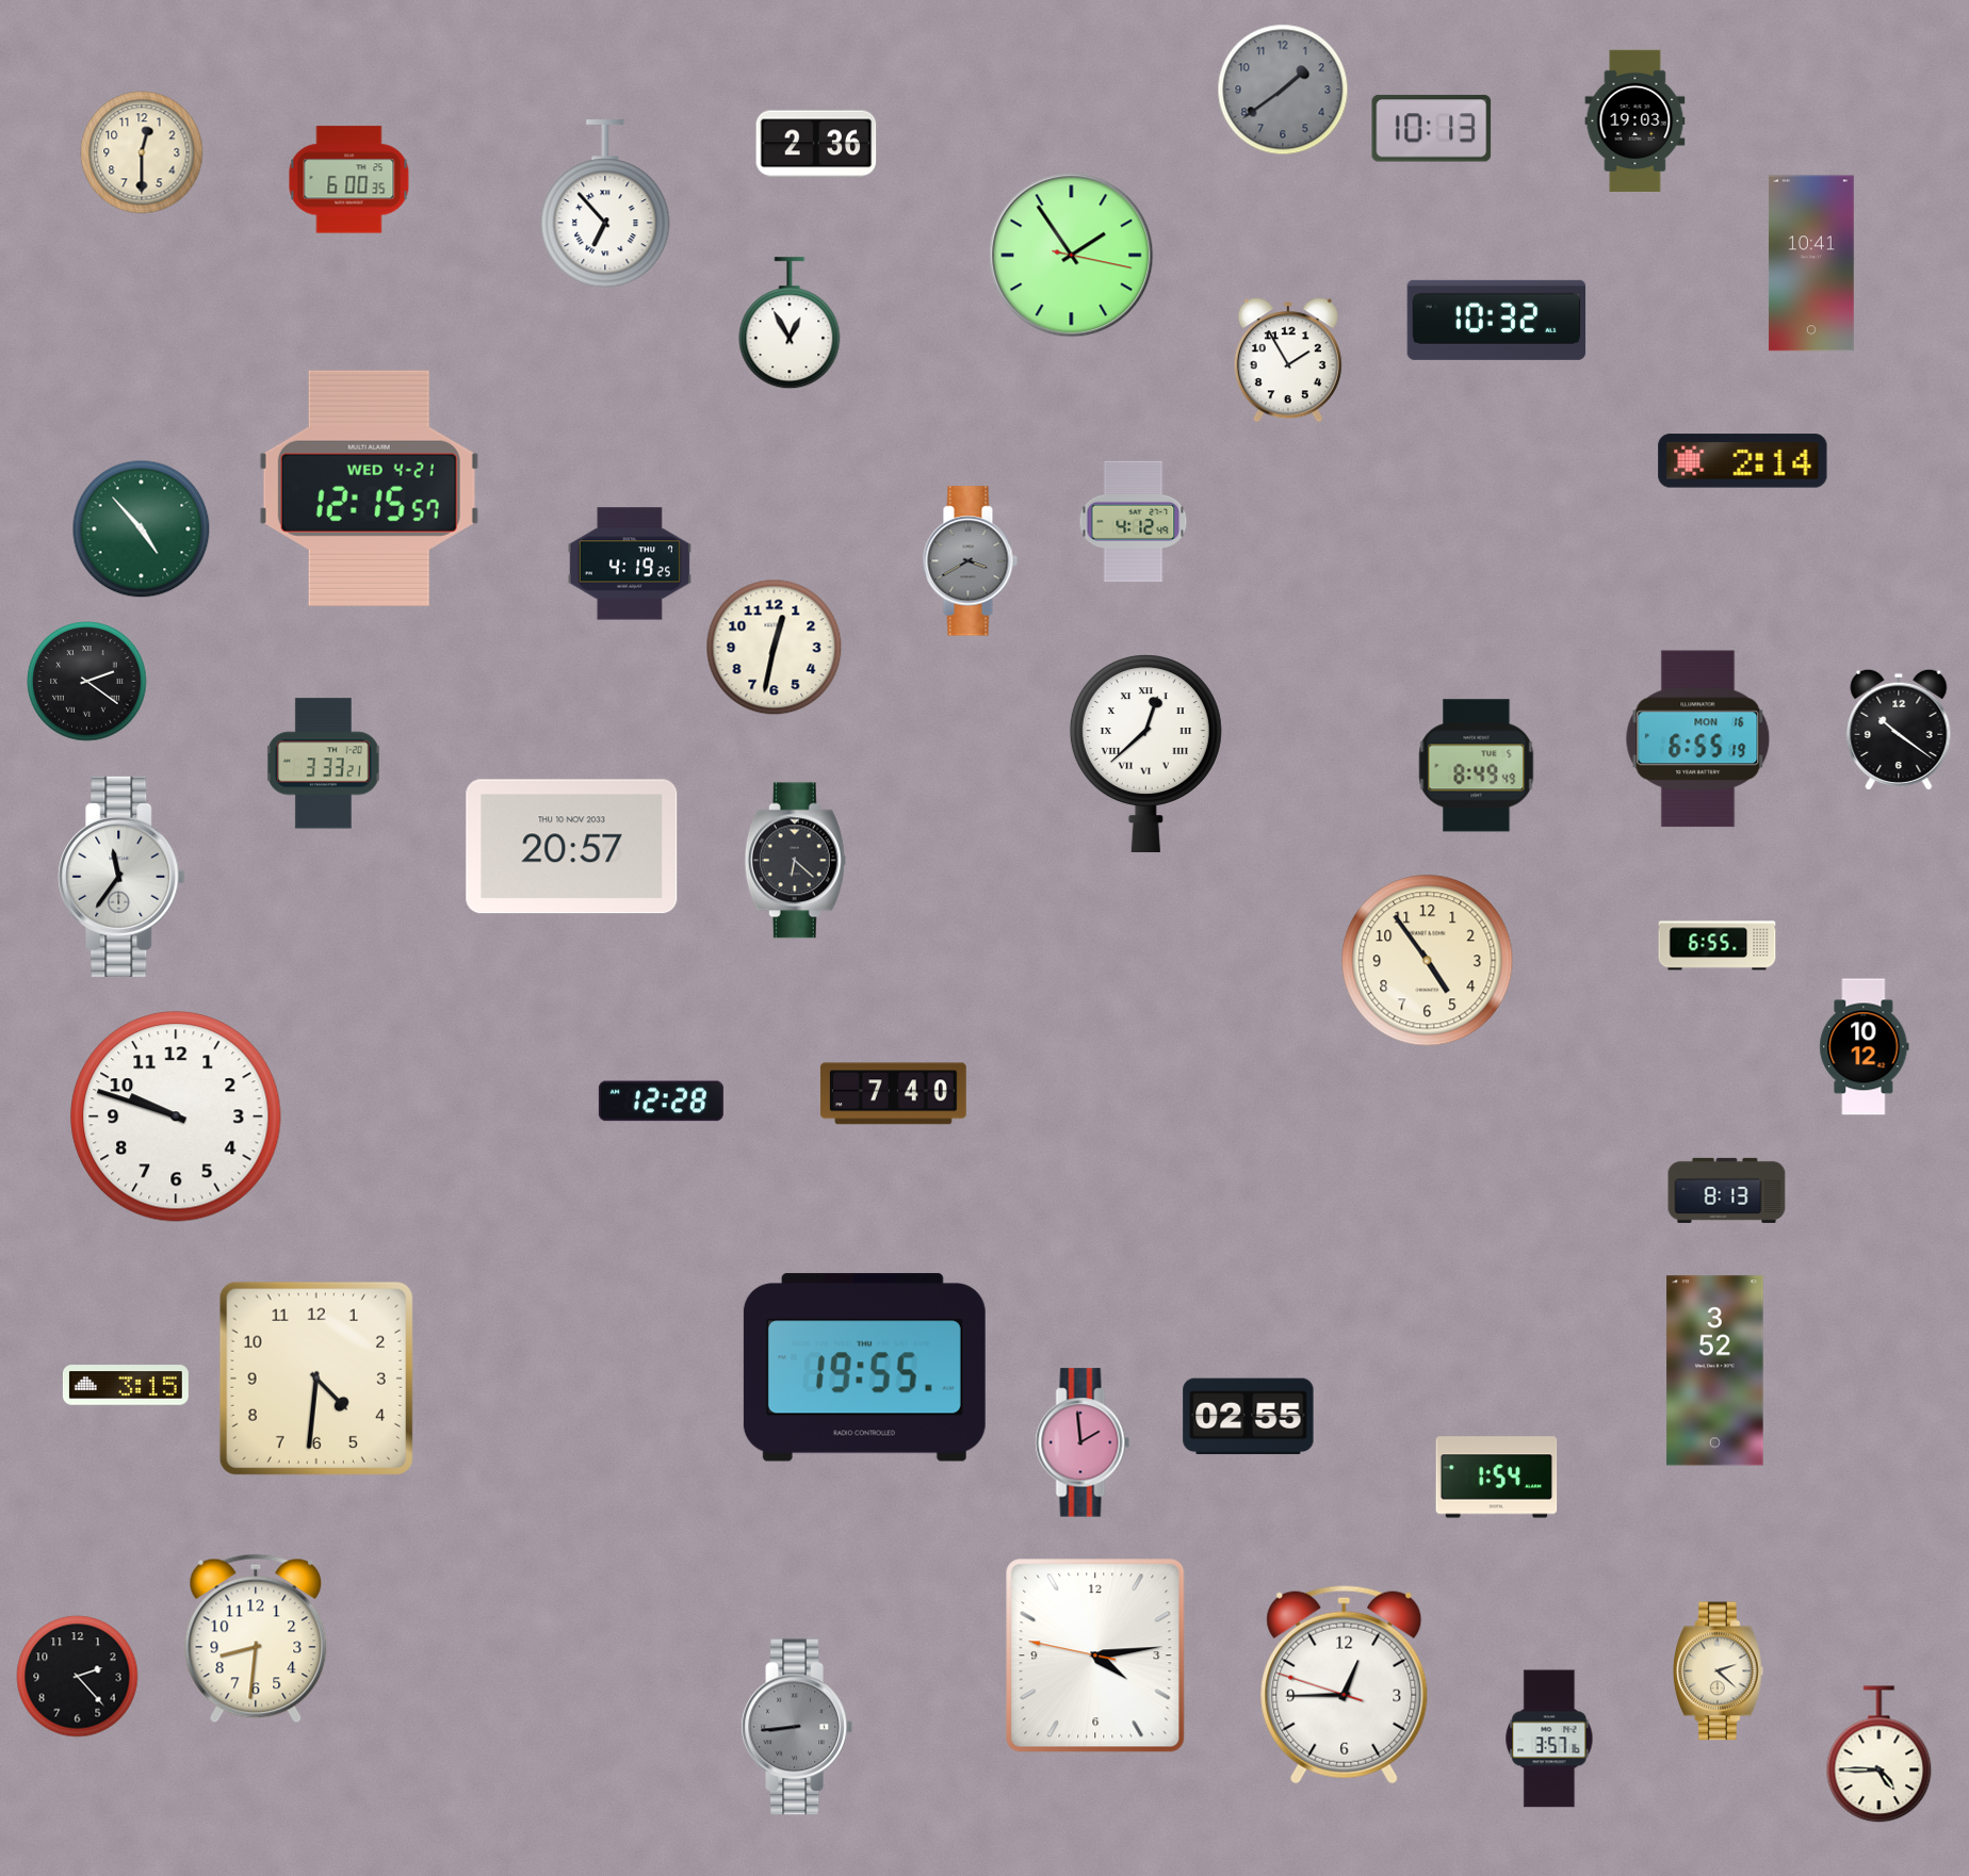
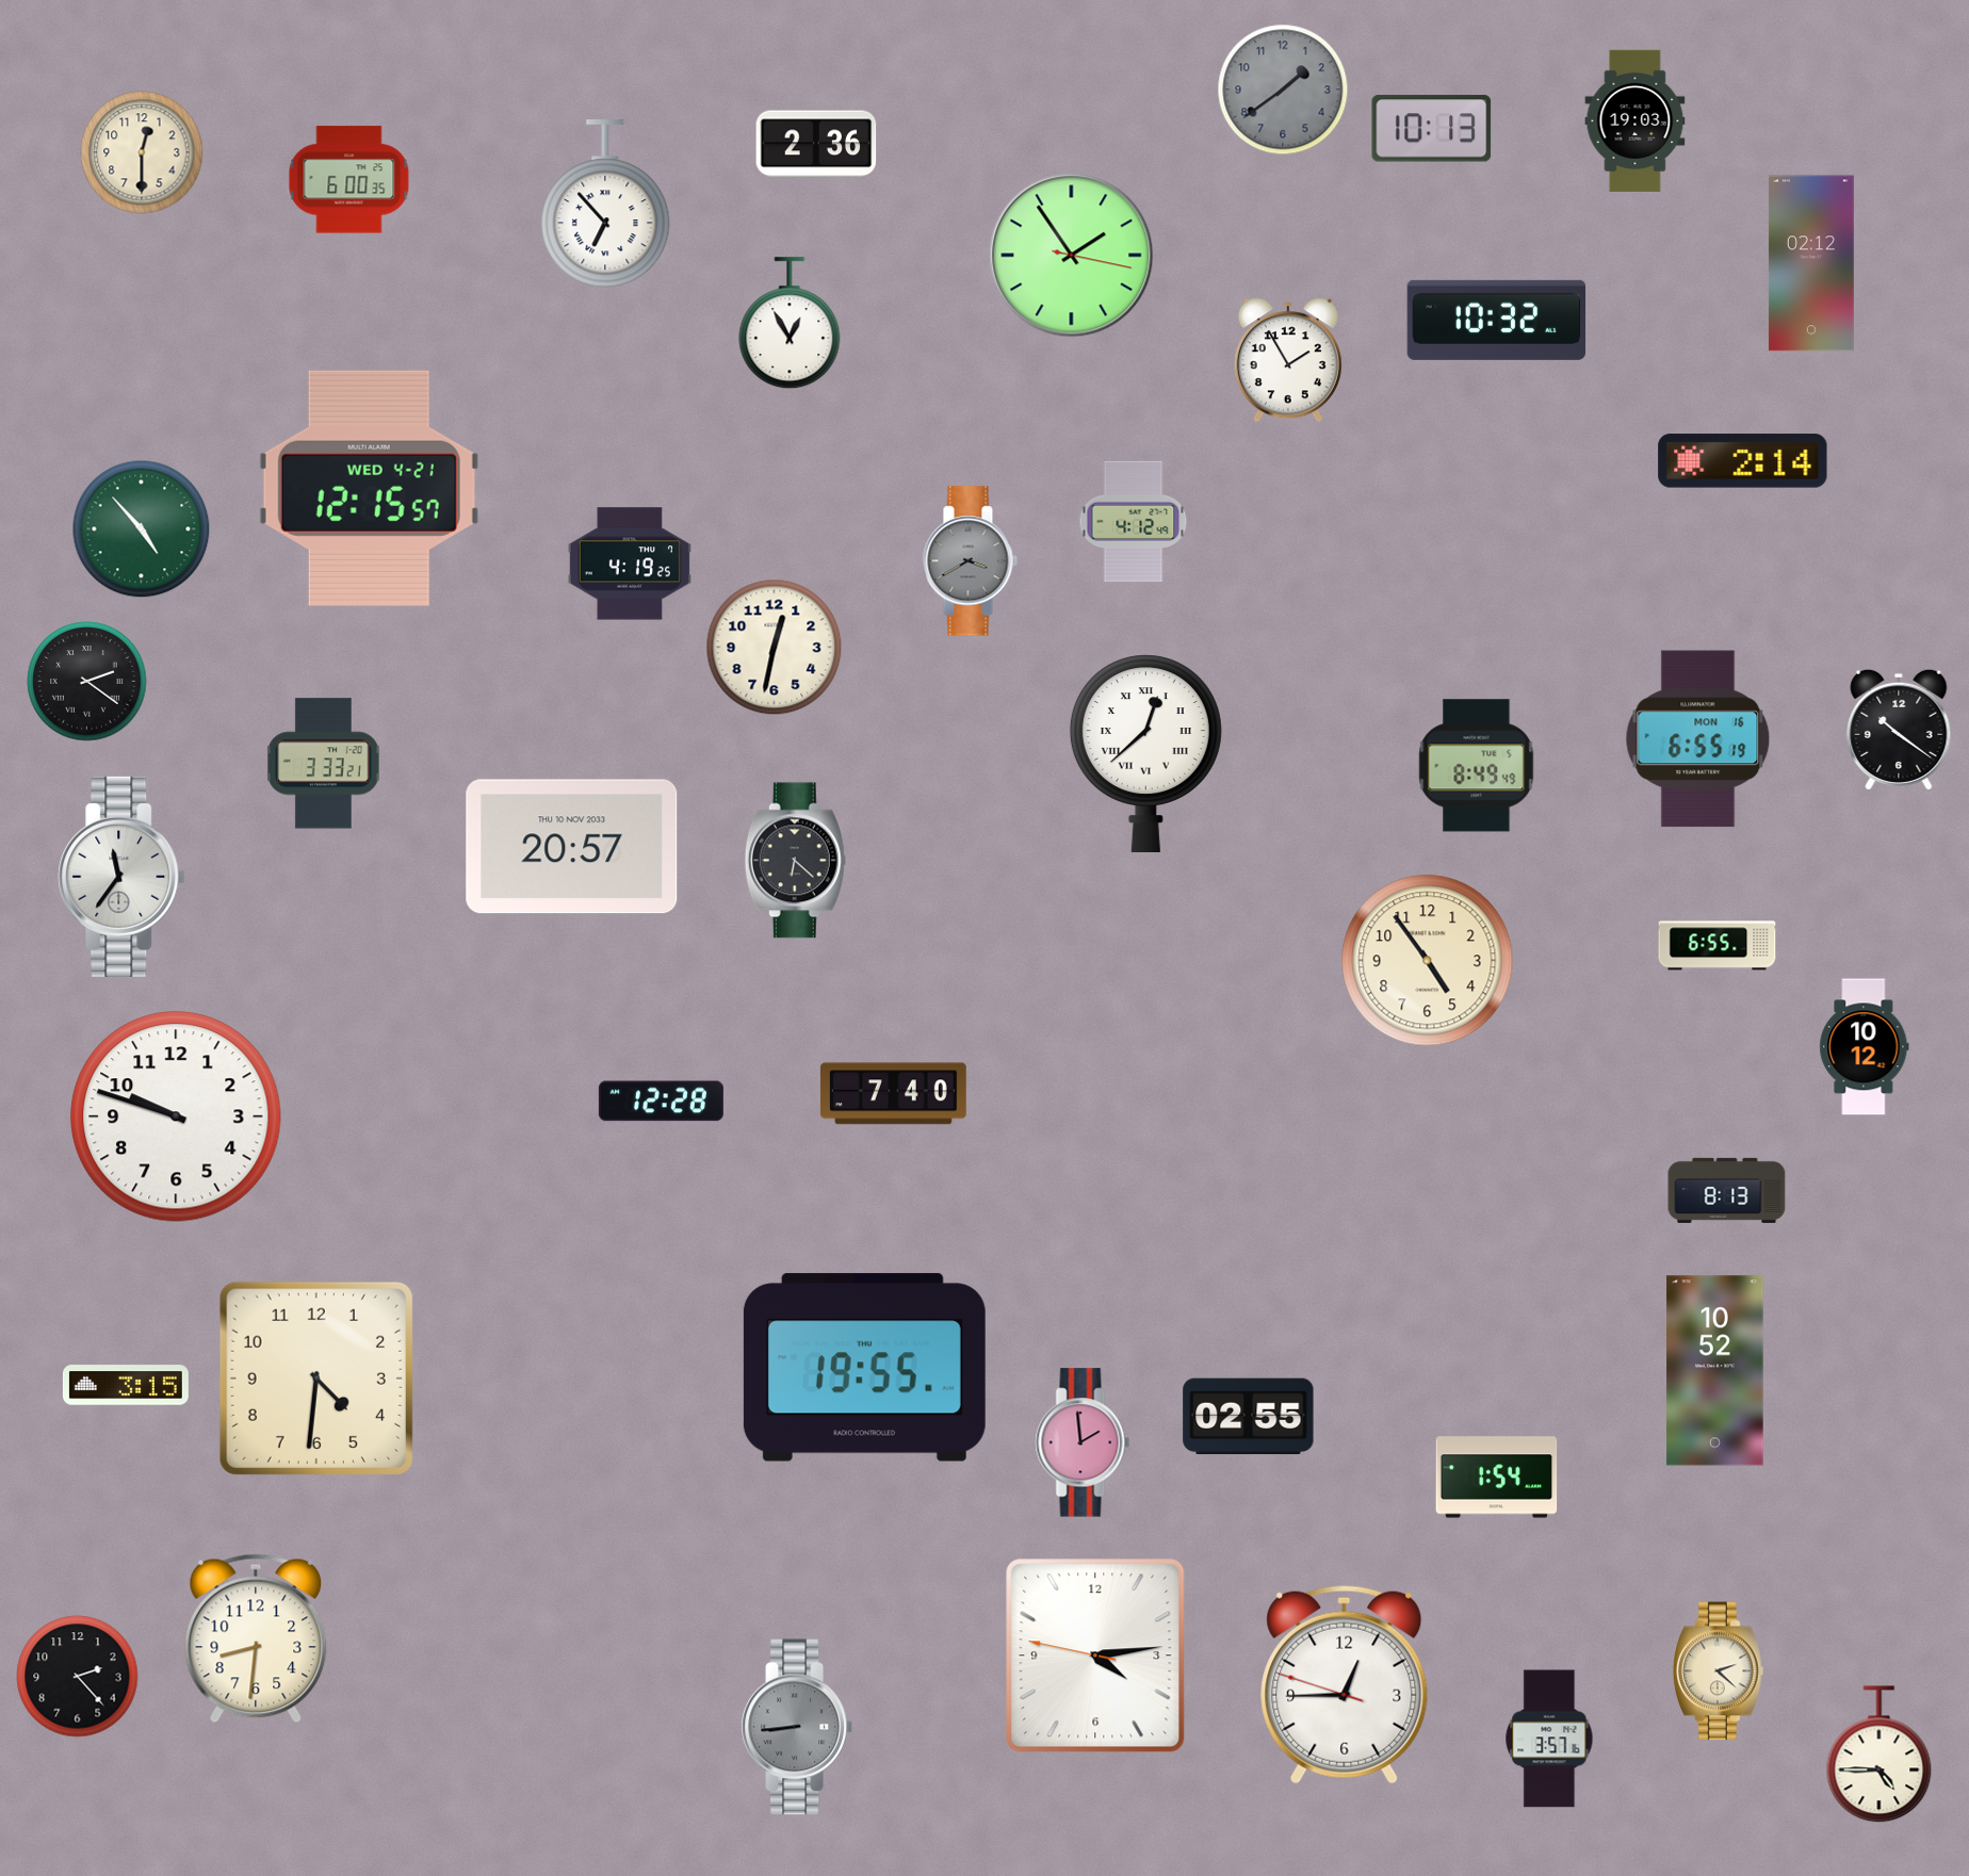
clock at (1811, 263): 10:41 -> 02:12
clock at (1715, 1371): 3:52 -> 10:52
